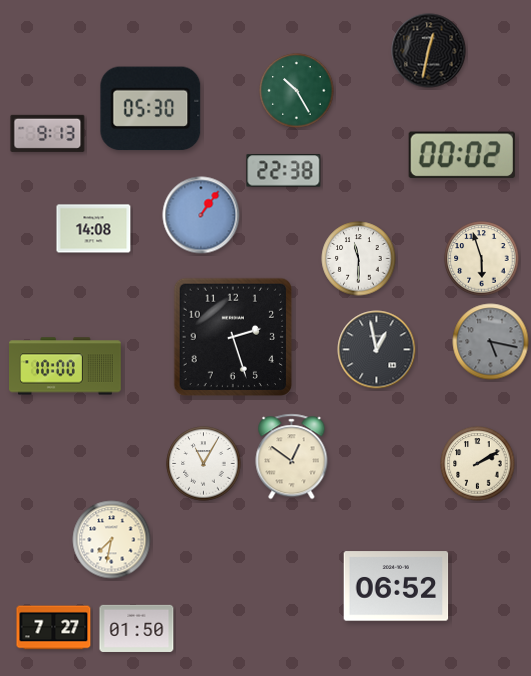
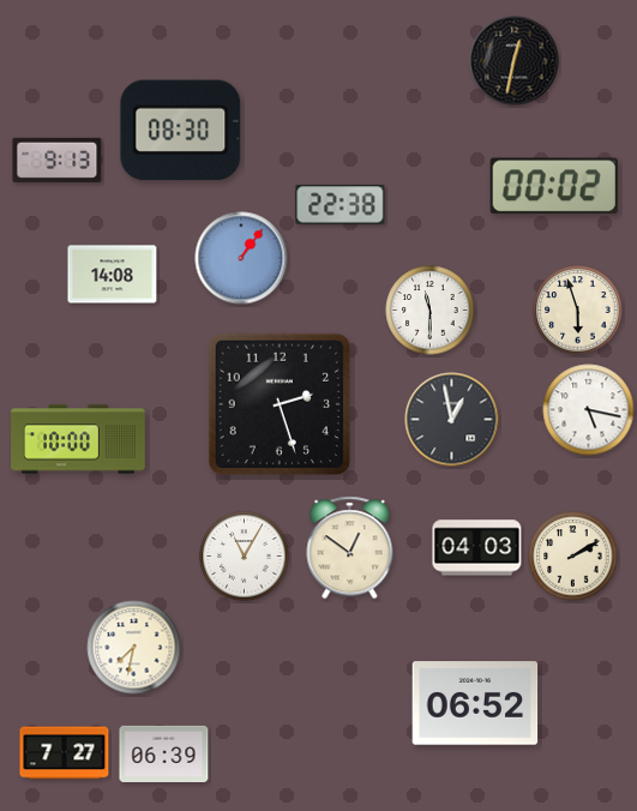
clock at (297, 91): 10:25 -> none
clock at (151, 109): 05:30 -> 08:30
clock at (491, 342) dial: grey -> white
clock at (477, 548): none -> 04:03
clock at (137, 628): 01:50 -> 06:39
